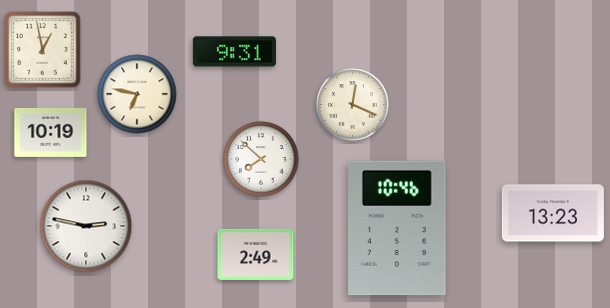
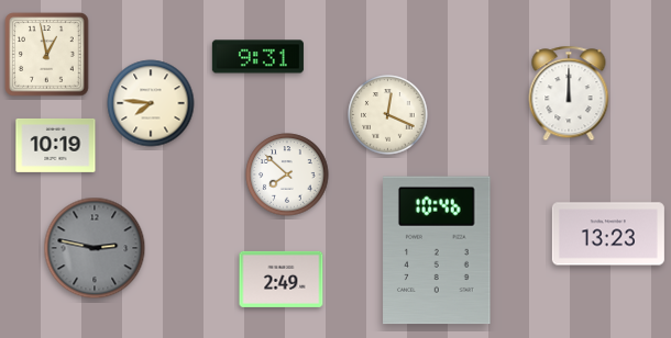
clock at (569, 93): none -> 12:00
clock at (137, 94): 6:47 -> 7:46
clock at (86, 226) dial: white -> grey
